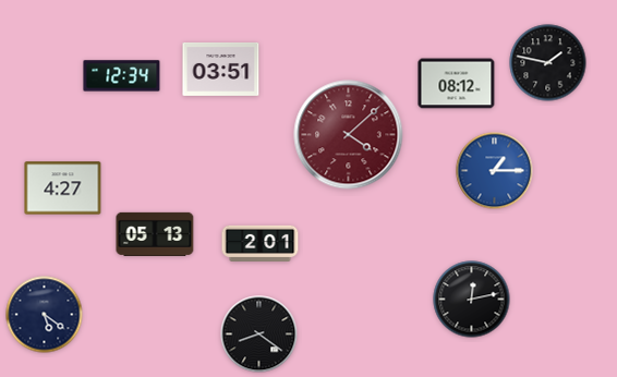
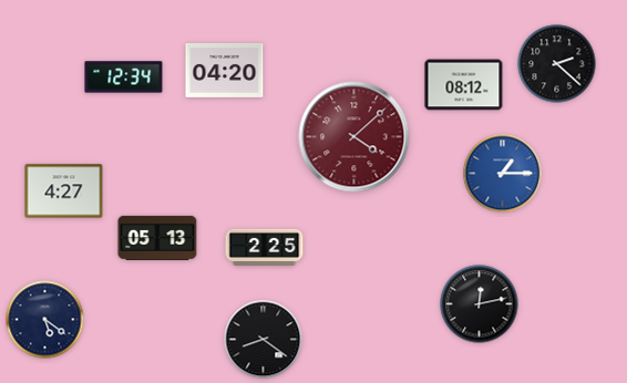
clock at (548, 63): 1:47 -> 2:22
clock at (221, 69): 03:51 -> 04:20
clock at (261, 243): 2:01 -> 2:25
